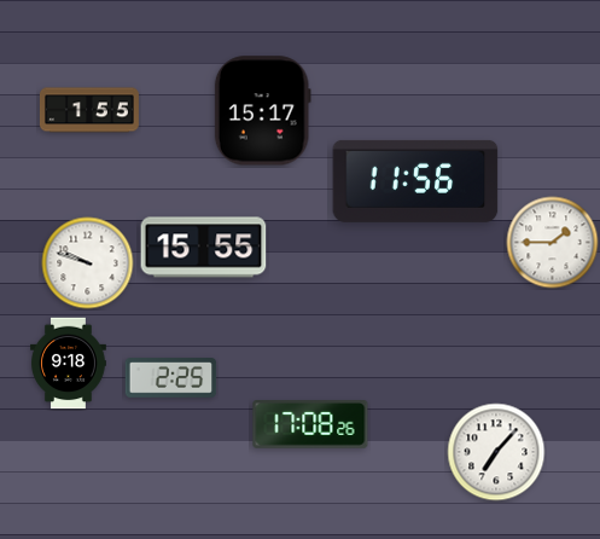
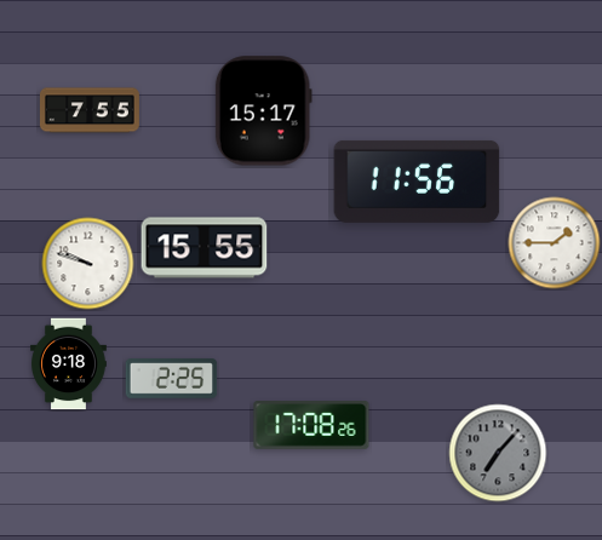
clock at (89, 110): 1:55 -> 7:55
clock at (496, 452) dial: white -> grey
